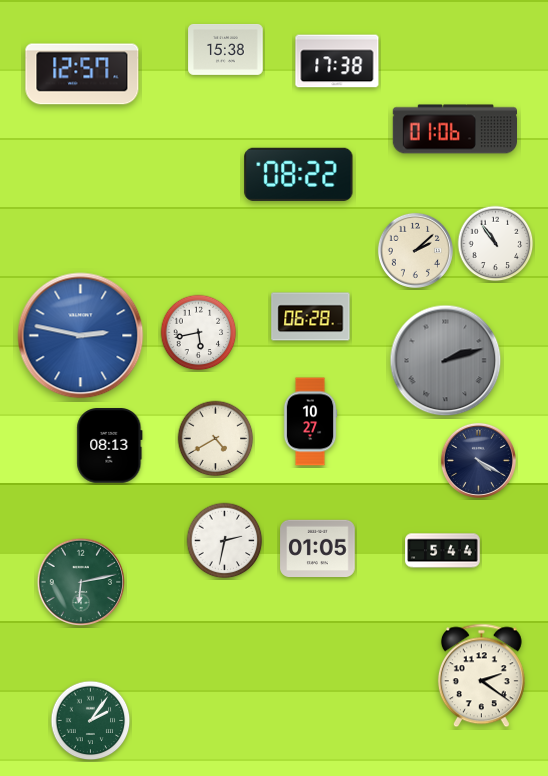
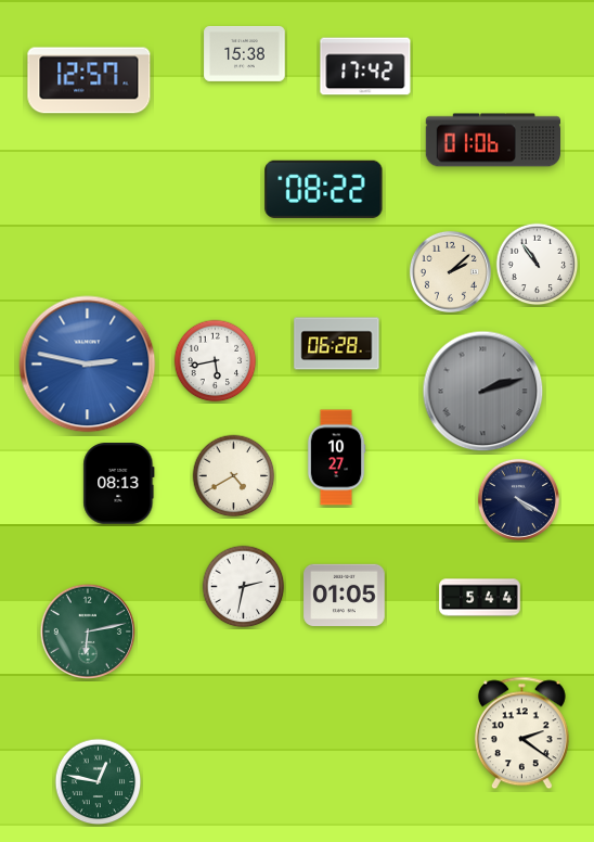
clock at (337, 61): 17:38 -> 17:42
clock at (91, 721): 2:06 -> 12:47
